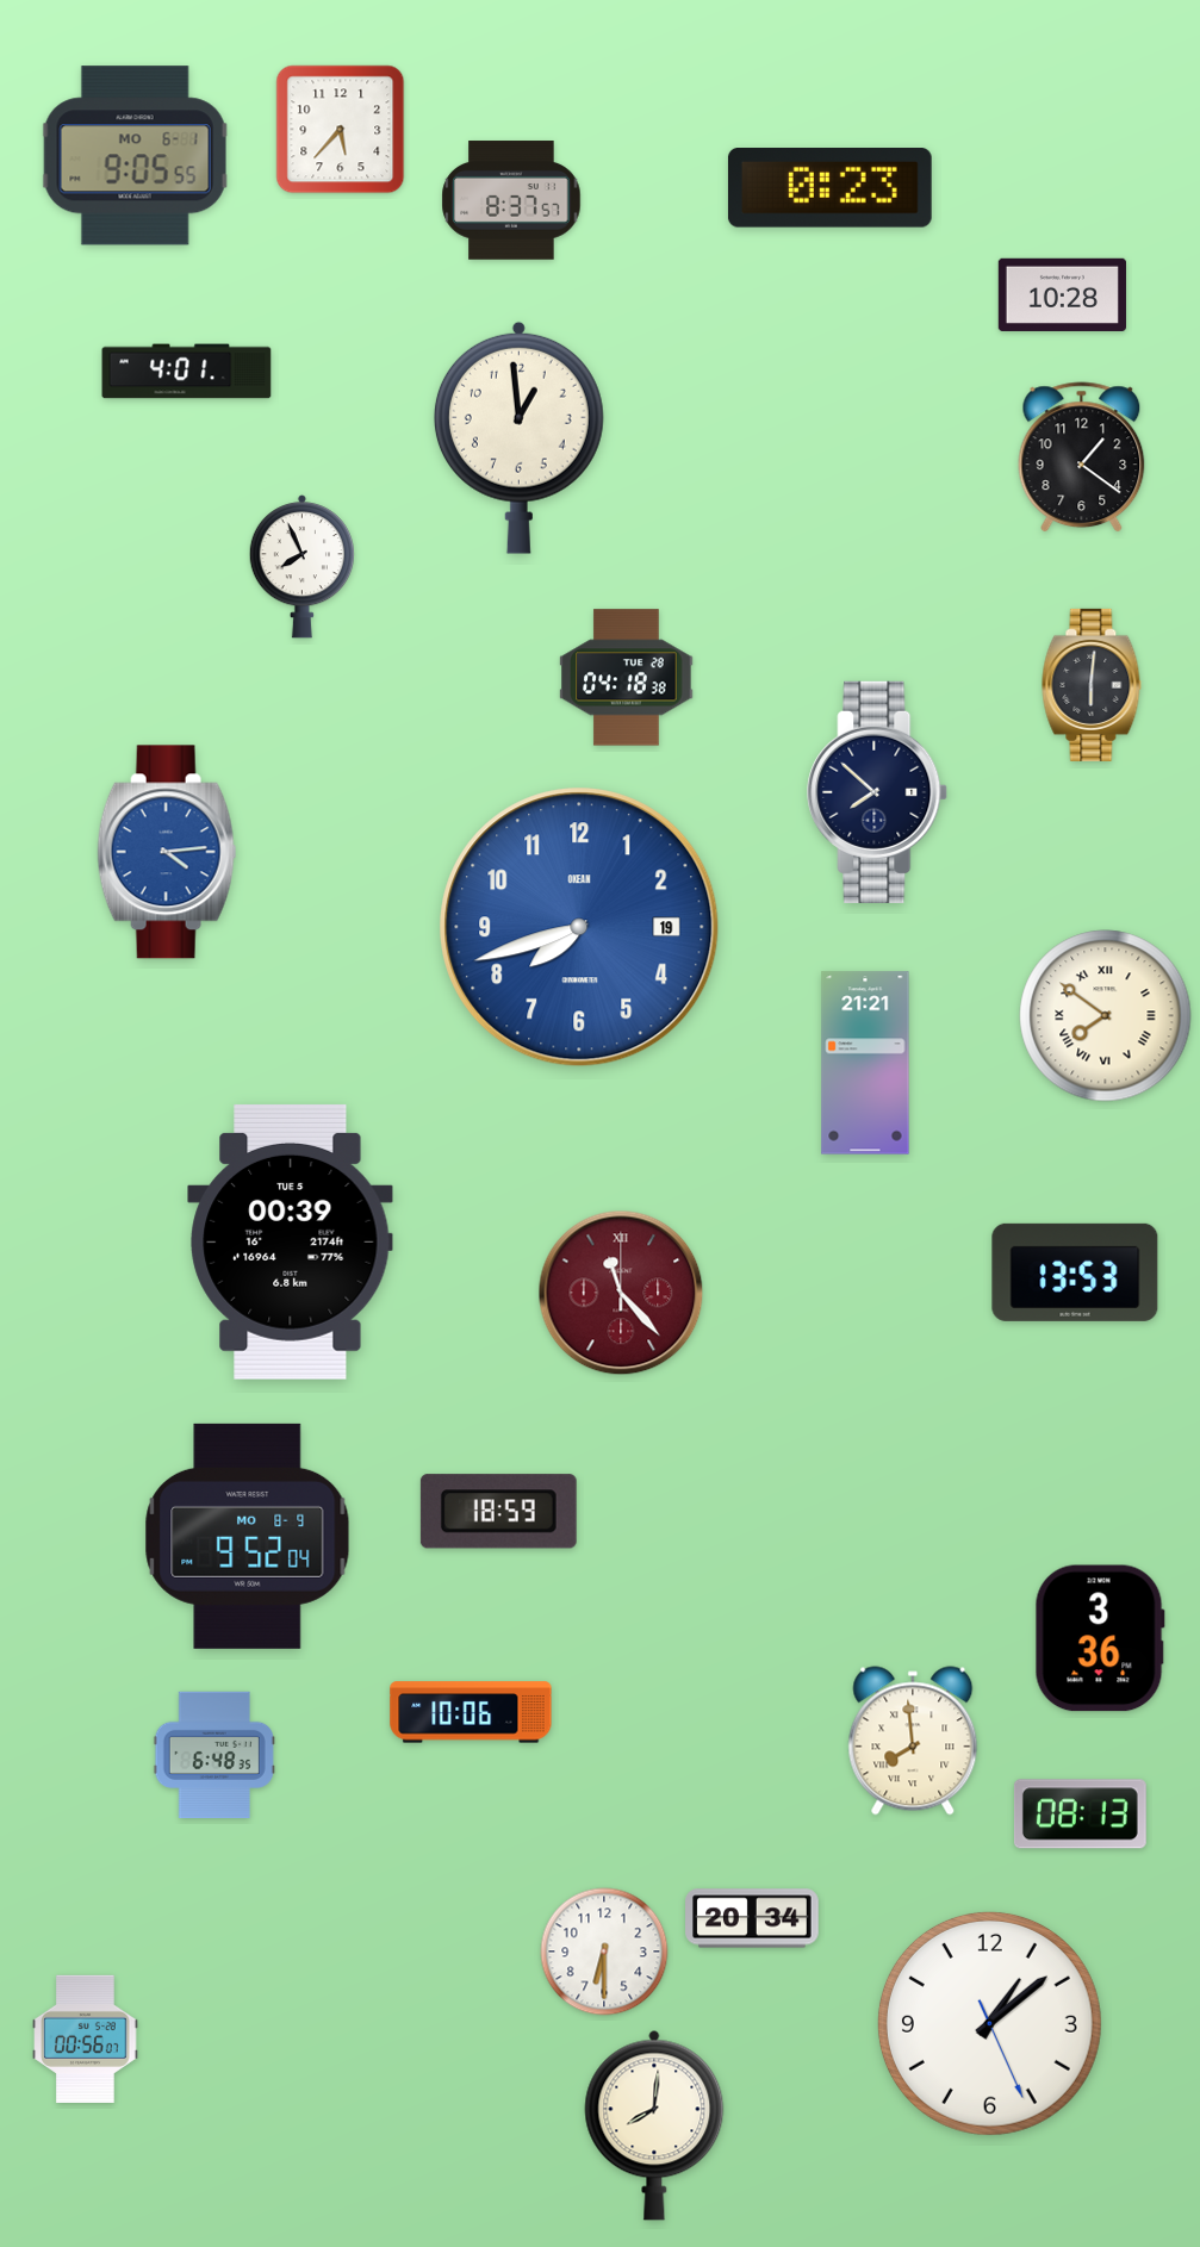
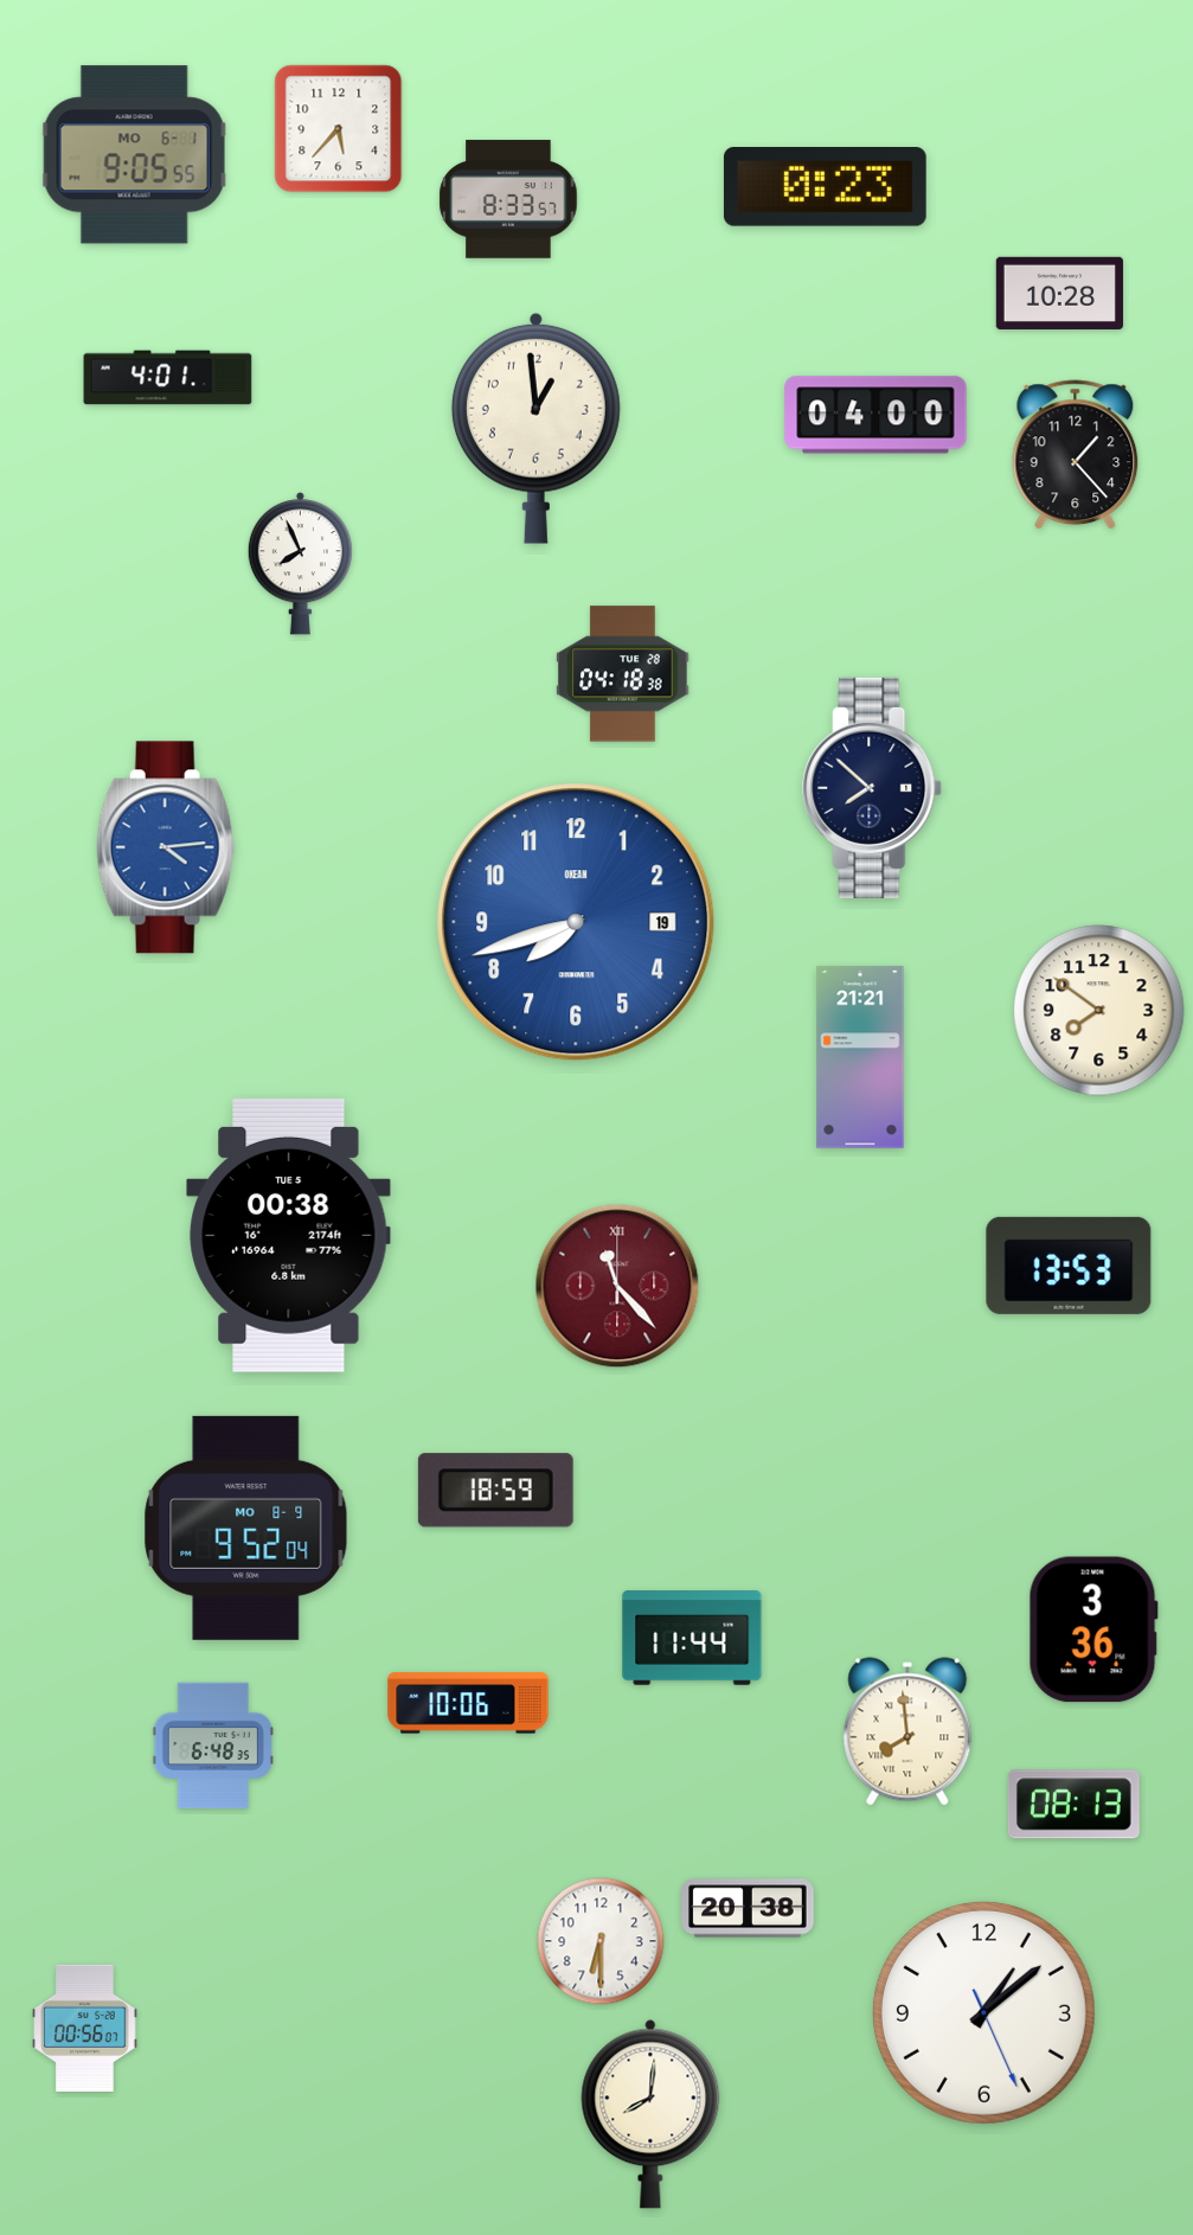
clock at (511, 200): 8:37 -> 8:33
clock at (1062, 294) position: (1062, 294) -> (1059, 293)
clock at (187, 372) position: (187, 372) -> (168, 378)
clock at (875, 415): none -> 04:00
clock at (518, 437) position: (518, 437) -> (535, 428)
clock at (1082, 458): 1:21 -> 1:23
clock at (1092, 685): 6:01 -> none
clock at (1106, 1016) numerals: Roman -> Arabic
clock at (291, 1241): 00:39 -> 00:38
clock at (498, 1512) position: (498, 1512) -> (495, 1491)
clock at (692, 1638): none -> 11:44
clock at (752, 1918): 20:34 -> 20:38
